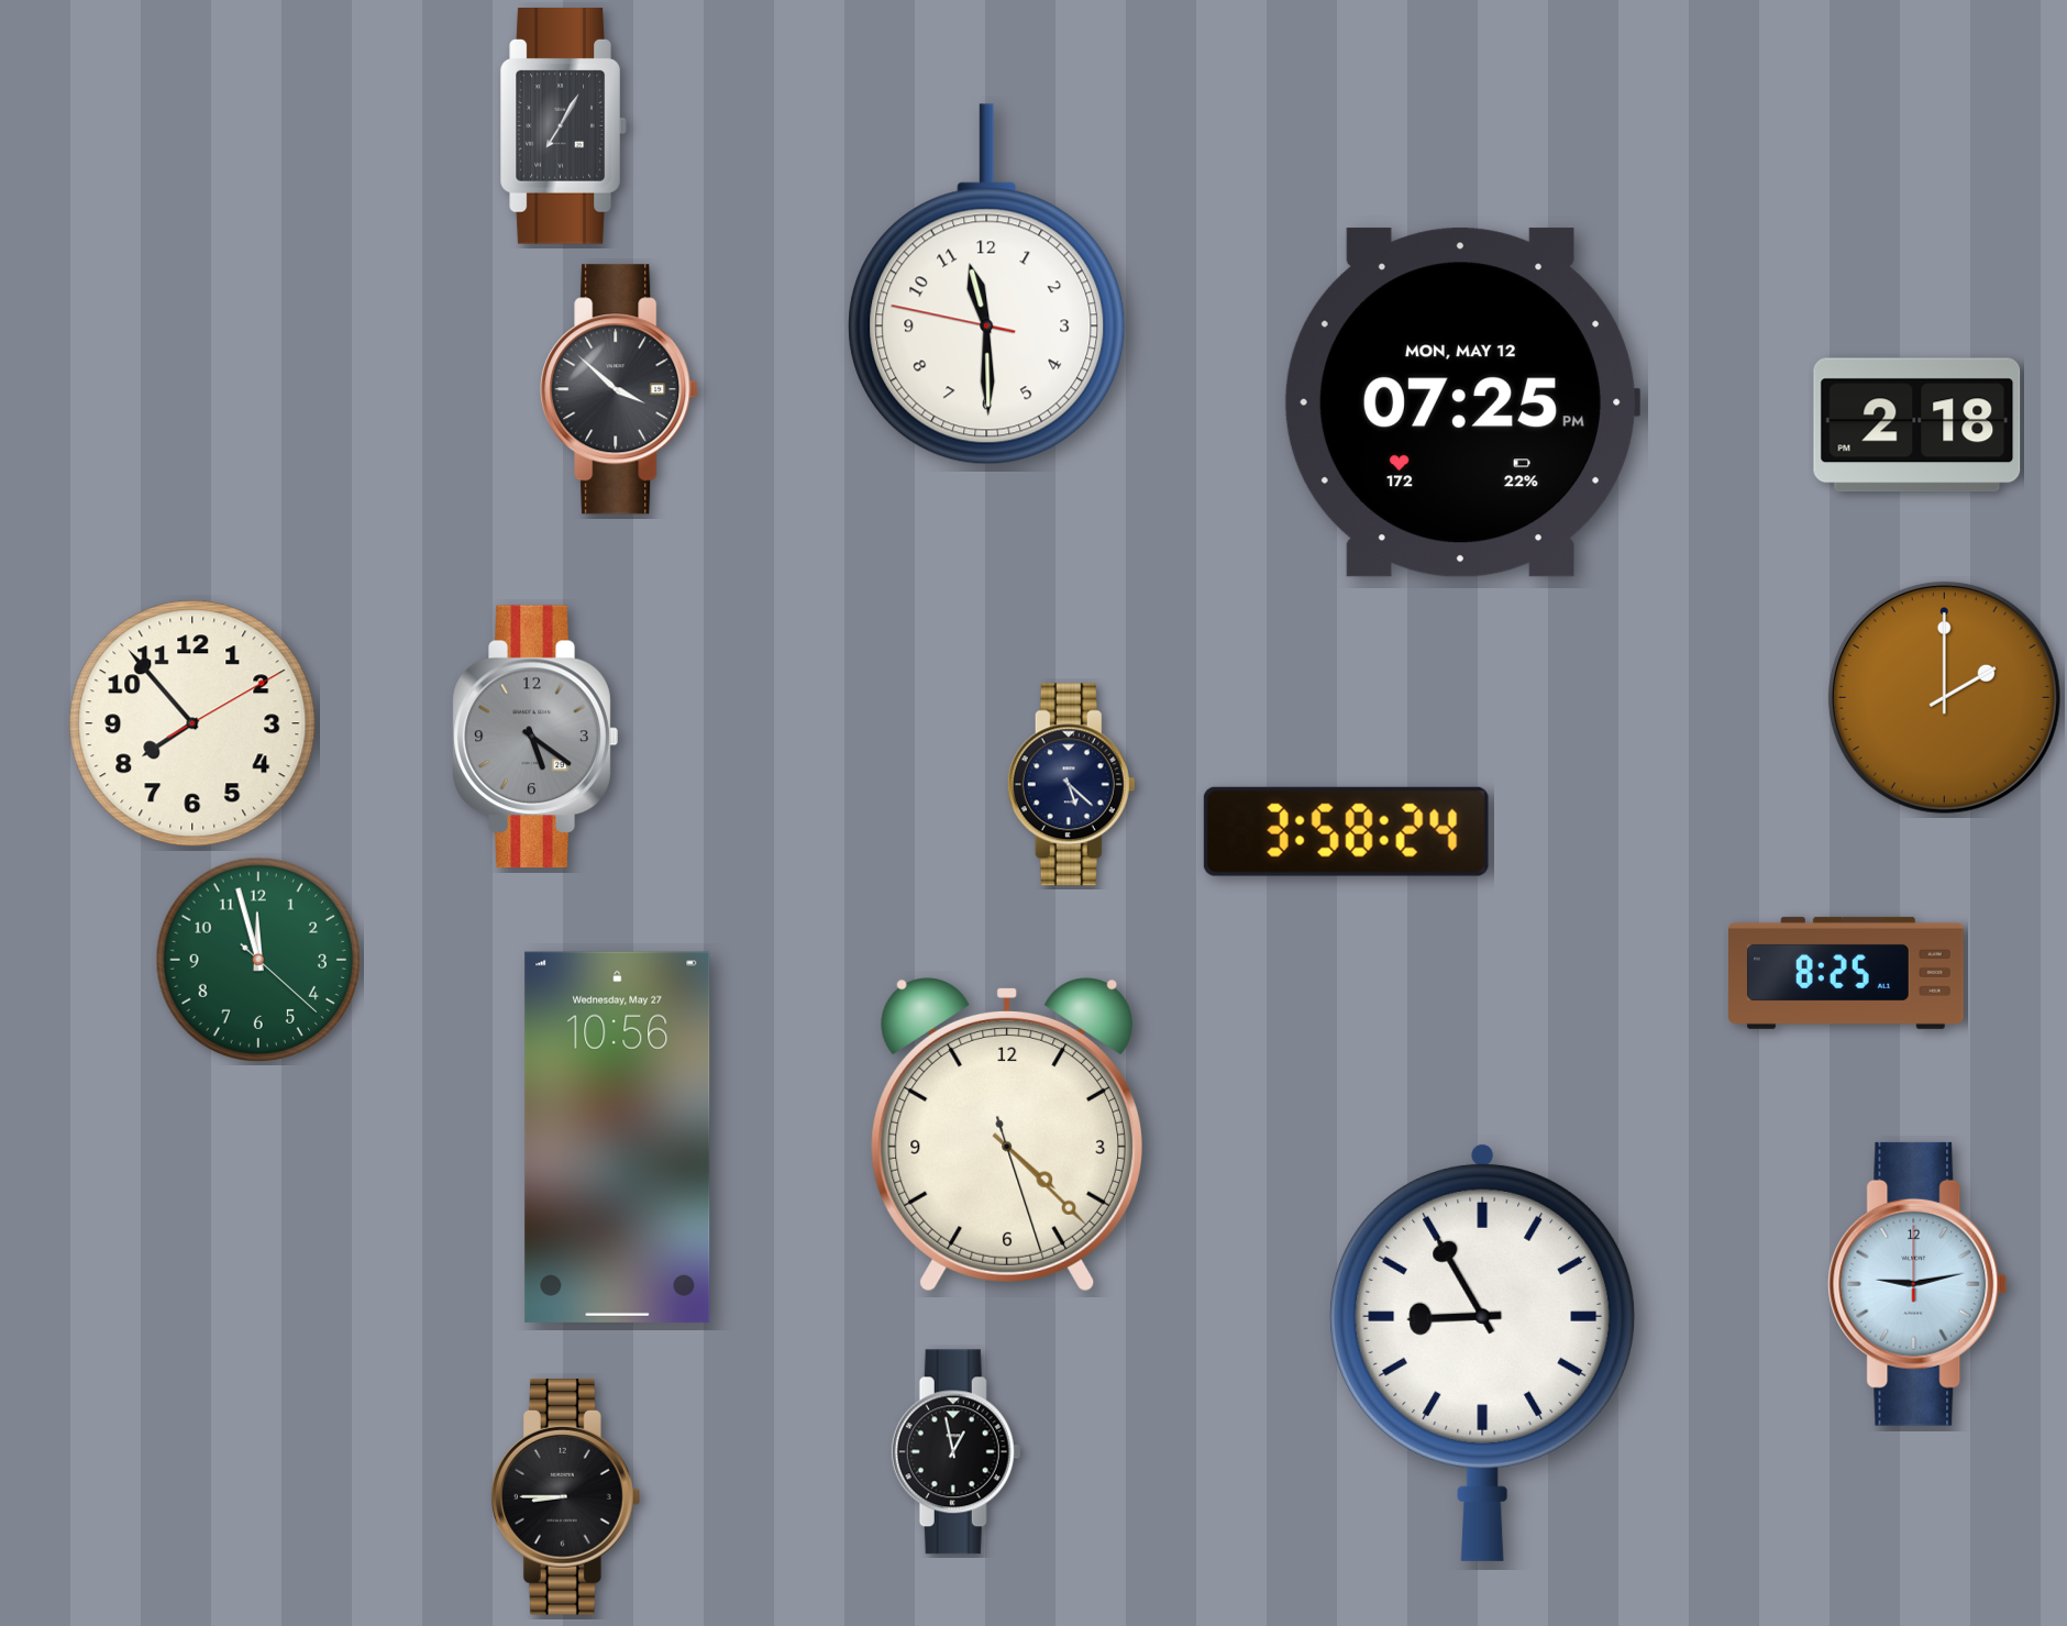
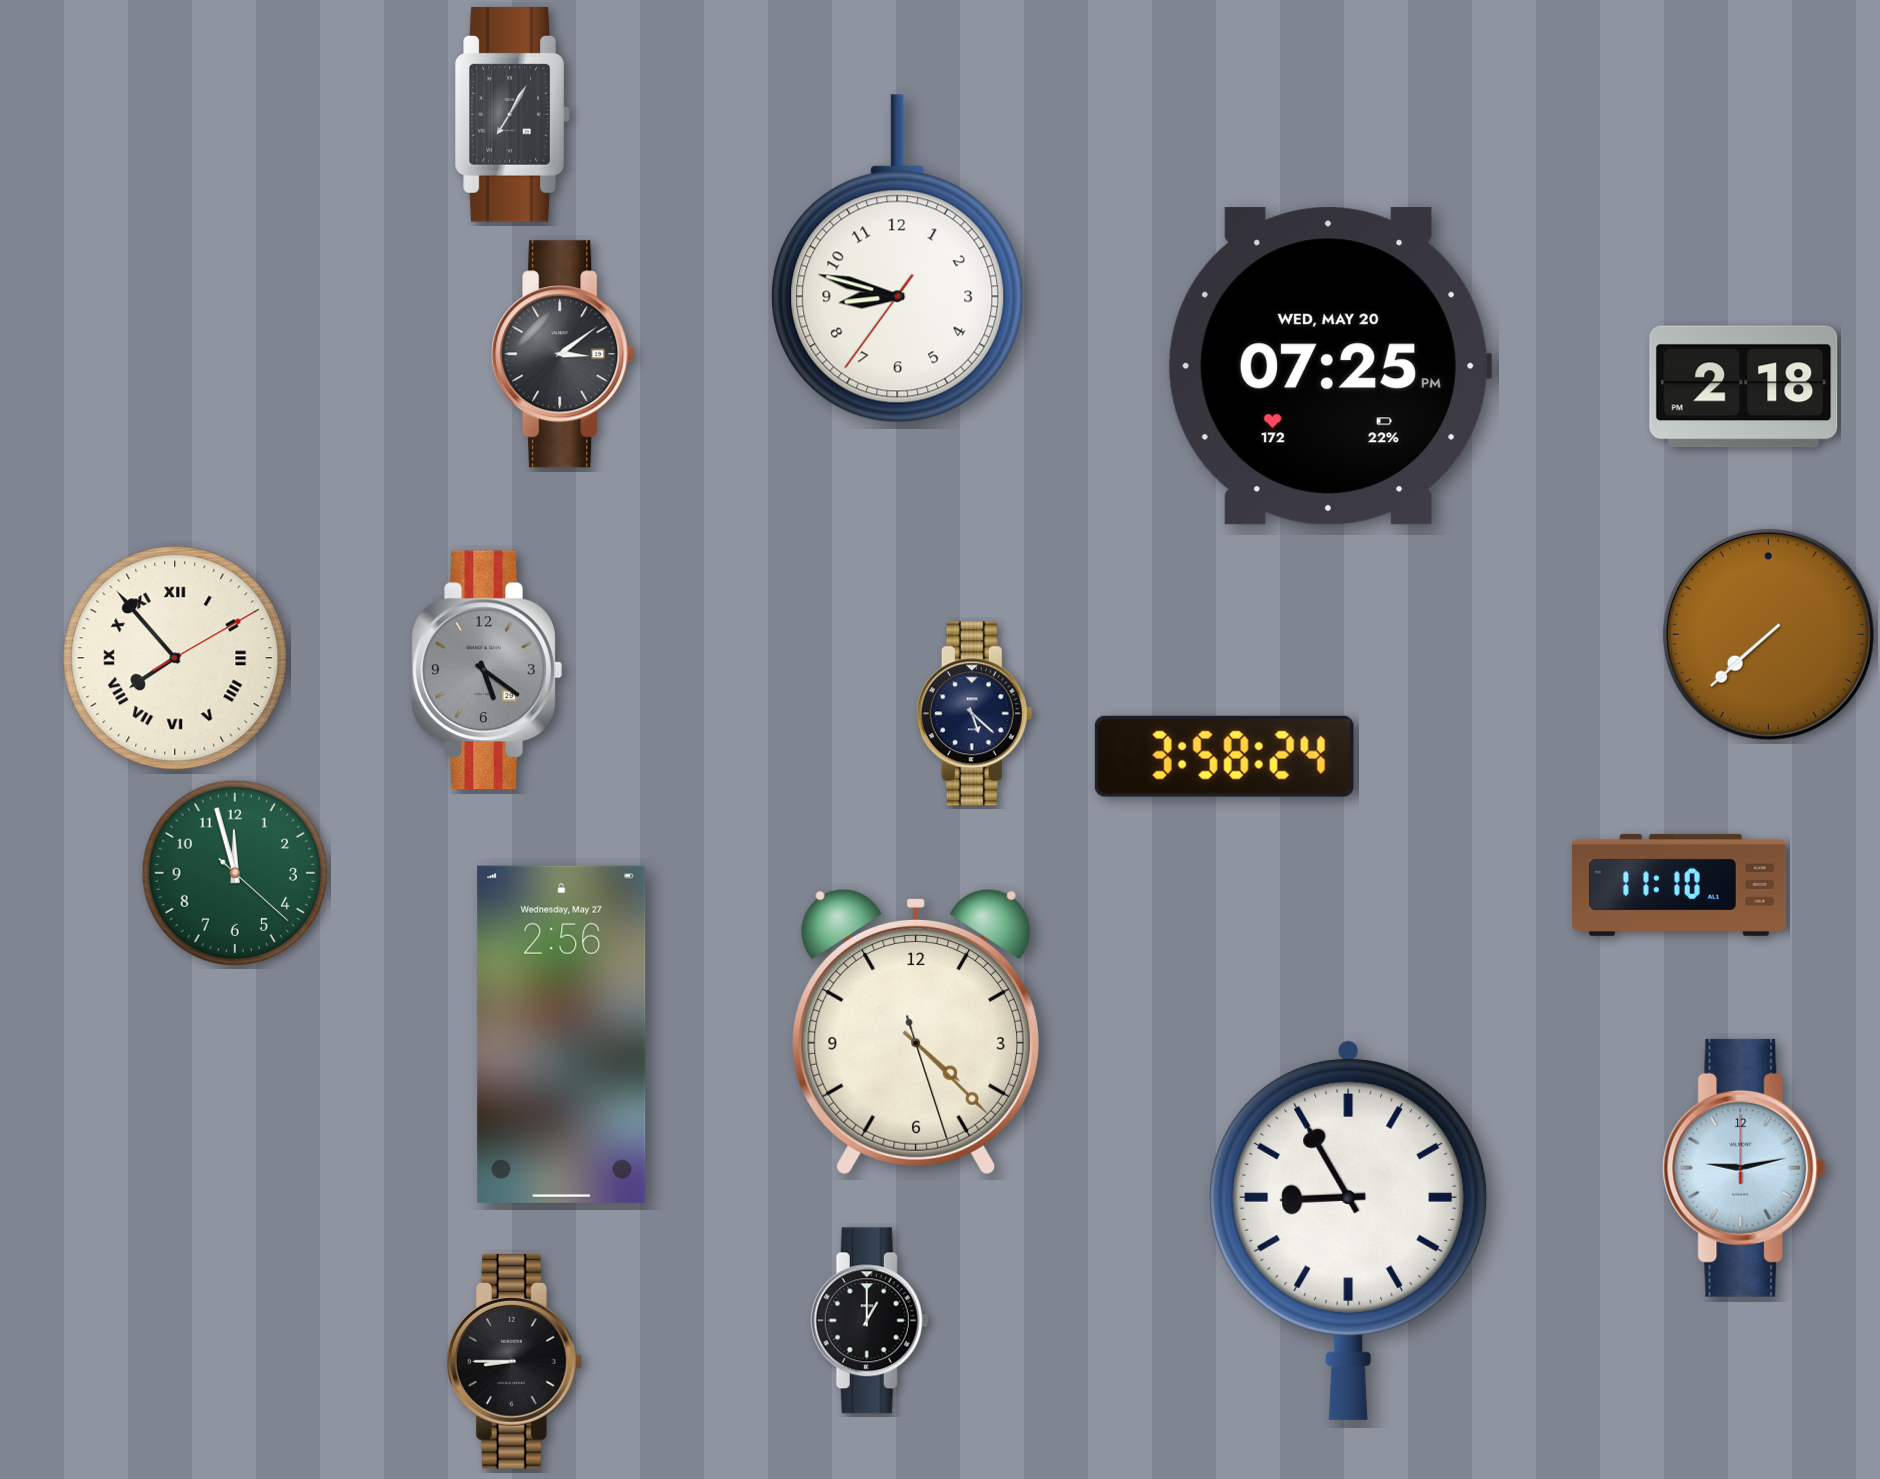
clock at (987, 285): 11:29 -> 8:47
clock at (619, 389): 3:52 -> 3:09
clock at (1462, 402) date: MON, MAY 12 -> WED, MAY 20
clock at (1944, 697): 2:00 -> 7:38
clock at (192, 723) numerals: Arabic -> Roman
clock at (1846, 973): 8:25 -> 11:10
clock at (618, 1137): 10:56 -> 2:56
clock at (957, 1452): 12:58 -> 1:00
